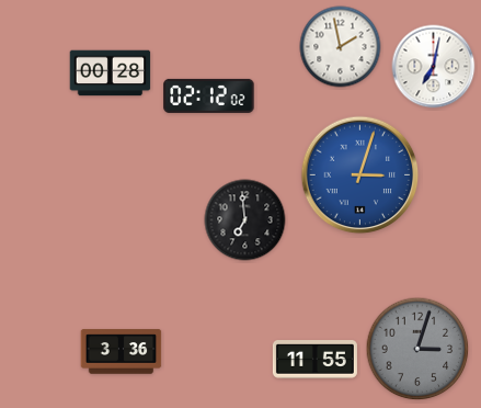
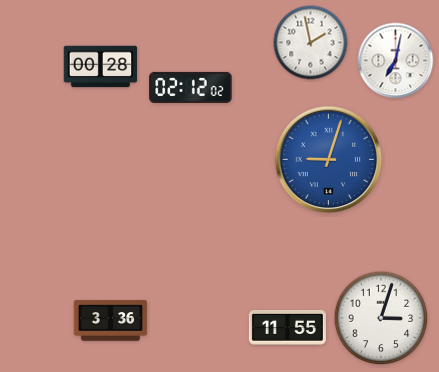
clock at (360, 175): 3:03 -> 9:03
clock at (245, 220): 6:59 -> none
clock at (417, 349) dial: grey -> white
